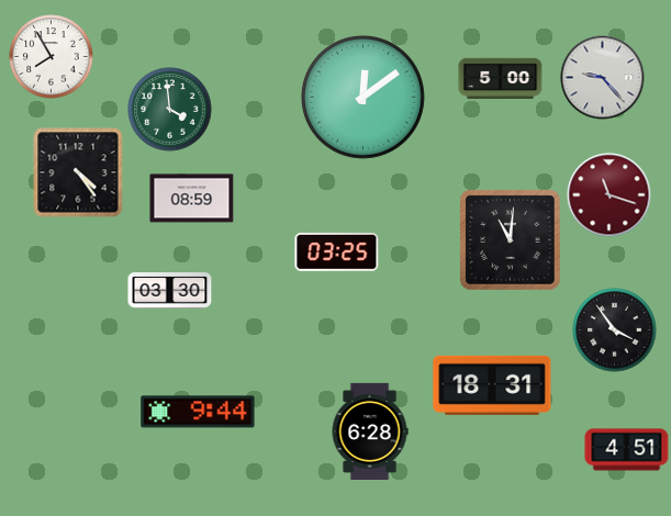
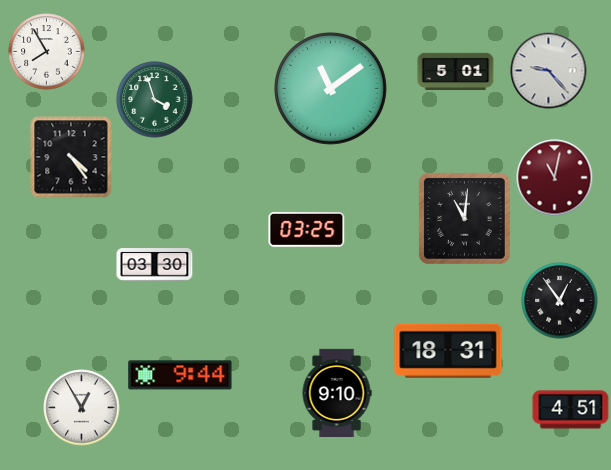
clock at (501, 79): 5:00 -> 5:01
clock at (362, 97): 12:09 -> 11:09
clock at (170, 110): 3:59 -> 3:57
clock at (610, 195): 11:18 -> 11:02
clock at (192, 199): 08:59 -> none
clock at (615, 330): 3:54 -> 12:54
clock at (370, 430): 6:28 -> 9:10
clock at (82, 408): none -> 12:55
